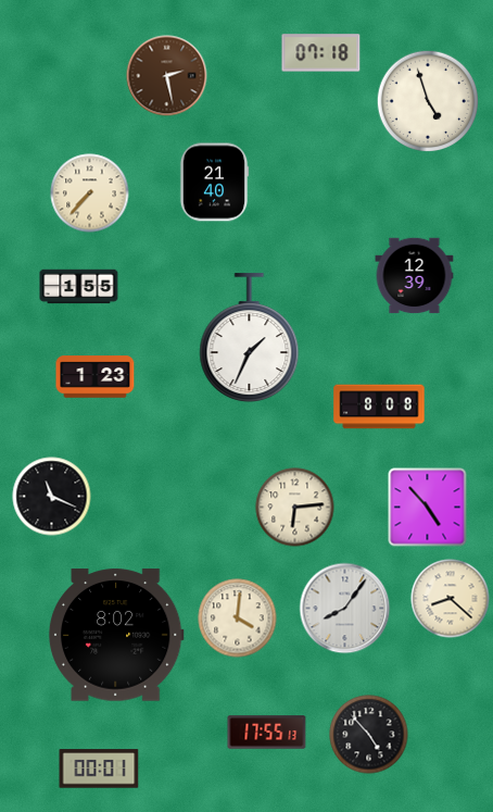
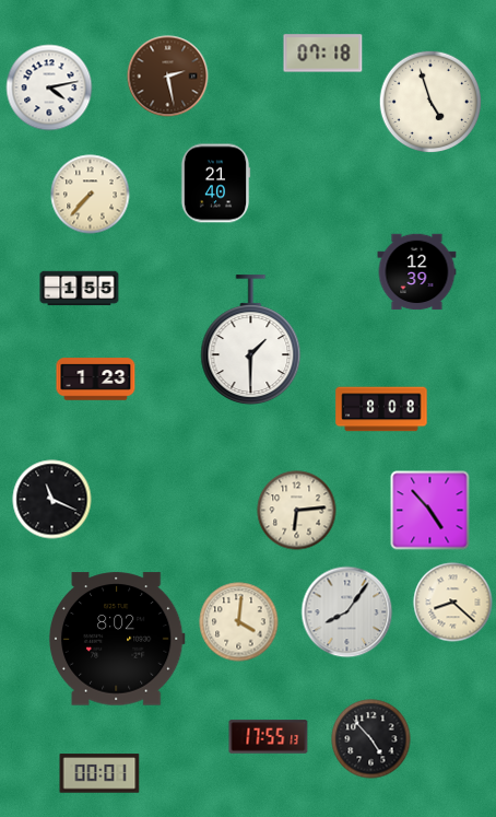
clock at (49, 87): none -> 4:13
clock at (415, 276) position: (415, 276) -> (417, 272)
clock at (250, 338): 1:34 -> 1:30
